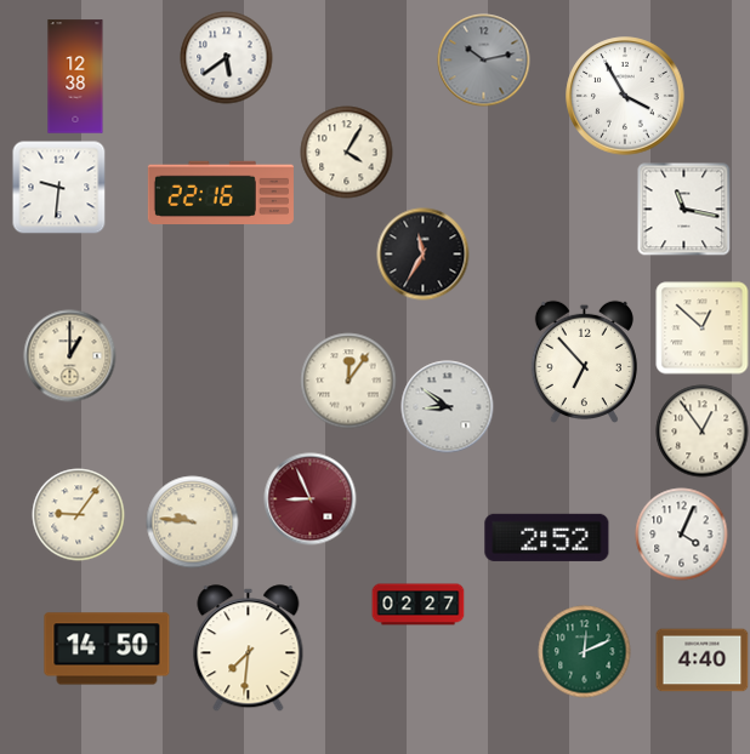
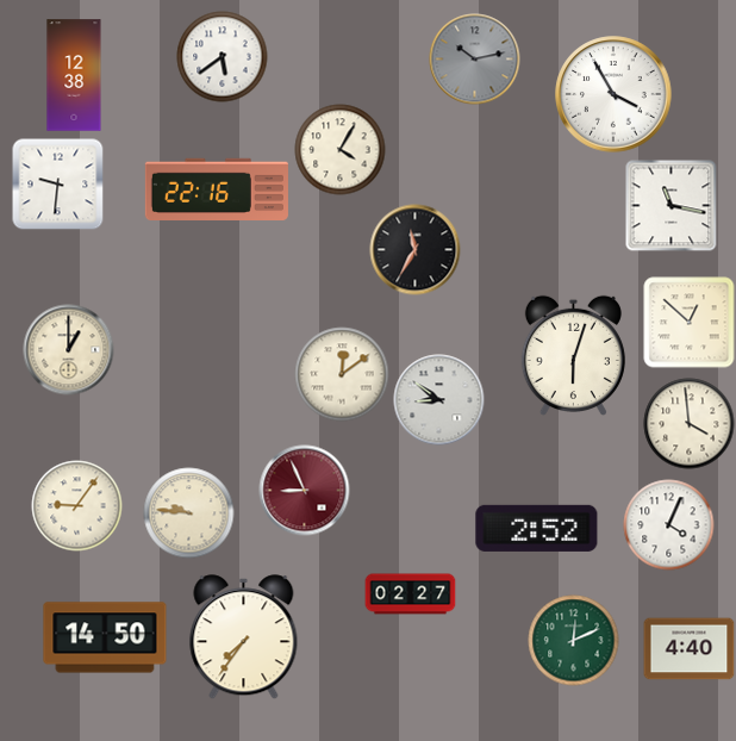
clock at (584, 361): 6:53 -> 6:03
clock at (348, 381): 12:06 -> 12:09
clock at (703, 432): 12:54 -> 3:59
clock at (249, 649): 7:31 -> 7:36
